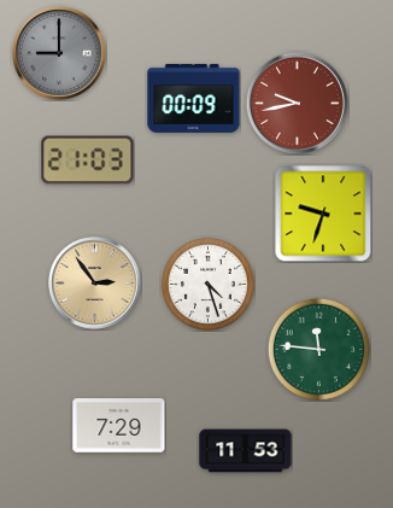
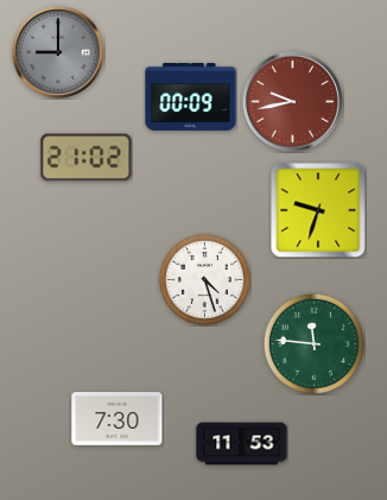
clock at (88, 160): 21:03 -> 21:02
clock at (95, 284): 2:54 -> none
clock at (119, 426): 7:29 -> 7:30
